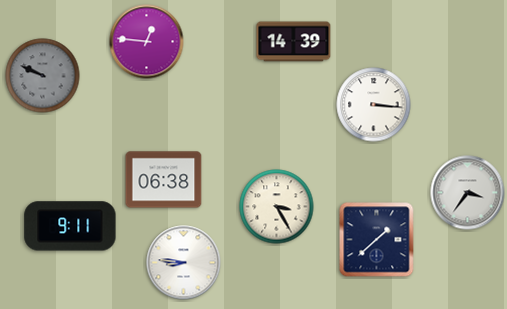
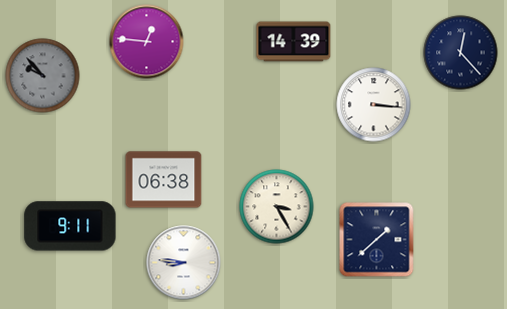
clock at (461, 53): none -> 12:23
clock at (43, 76): 9:49 -> 9:53
clock at (468, 193): 3:36 -> none
